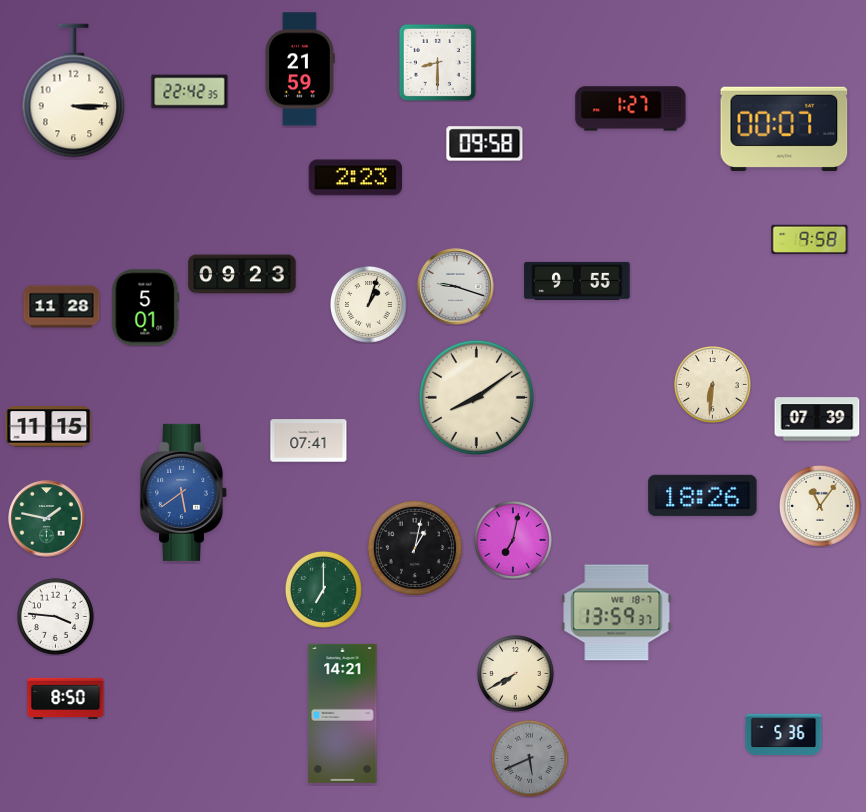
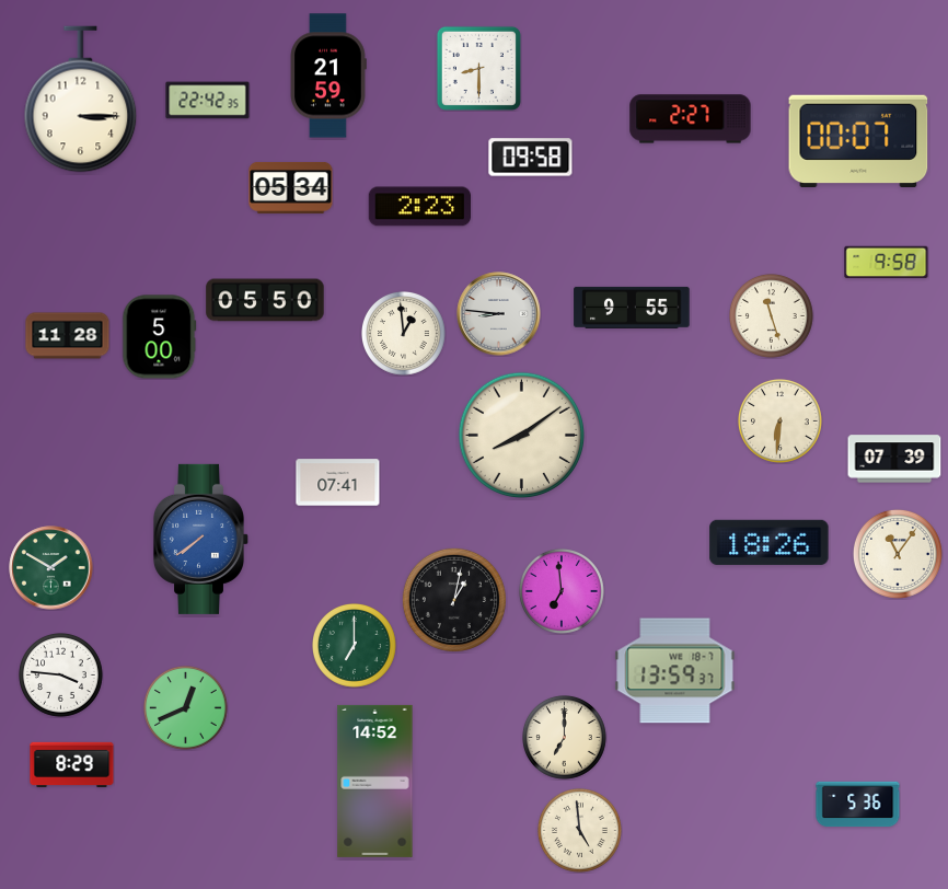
clock at (631, 109): 1:27 -> 2:27
clock at (291, 187): none -> 05:34
clock at (355, 178) position: (355, 178) -> (419, 207)
clock at (242, 274): 09:23 -> 05:50
clock at (456, 287): 9:18 -> 8:46
clock at (772, 316): none -> 11:27
clock at (369, 305): 1:03 -> 12:59
clock at (146, 308): 5:01 -> 5:00
clock at (49, 427): 11:15 -> none
clock at (183, 492): 5:39 -> 7:39
clock at (47, 519): 1:47 -> 1:50
clock at (513, 540): 7:02 -> 6:59
clock at (186, 708): none -> 12:41
clock at (516, 674): 7:40 -> 7:00
clock at (66, 699): 8:50 -> 8:29
clock at (343, 713): 14:21 -> 14:52
clock at (530, 759): 5:41 -> 4:59
clock at (530, 759) dial: grey -> cream
